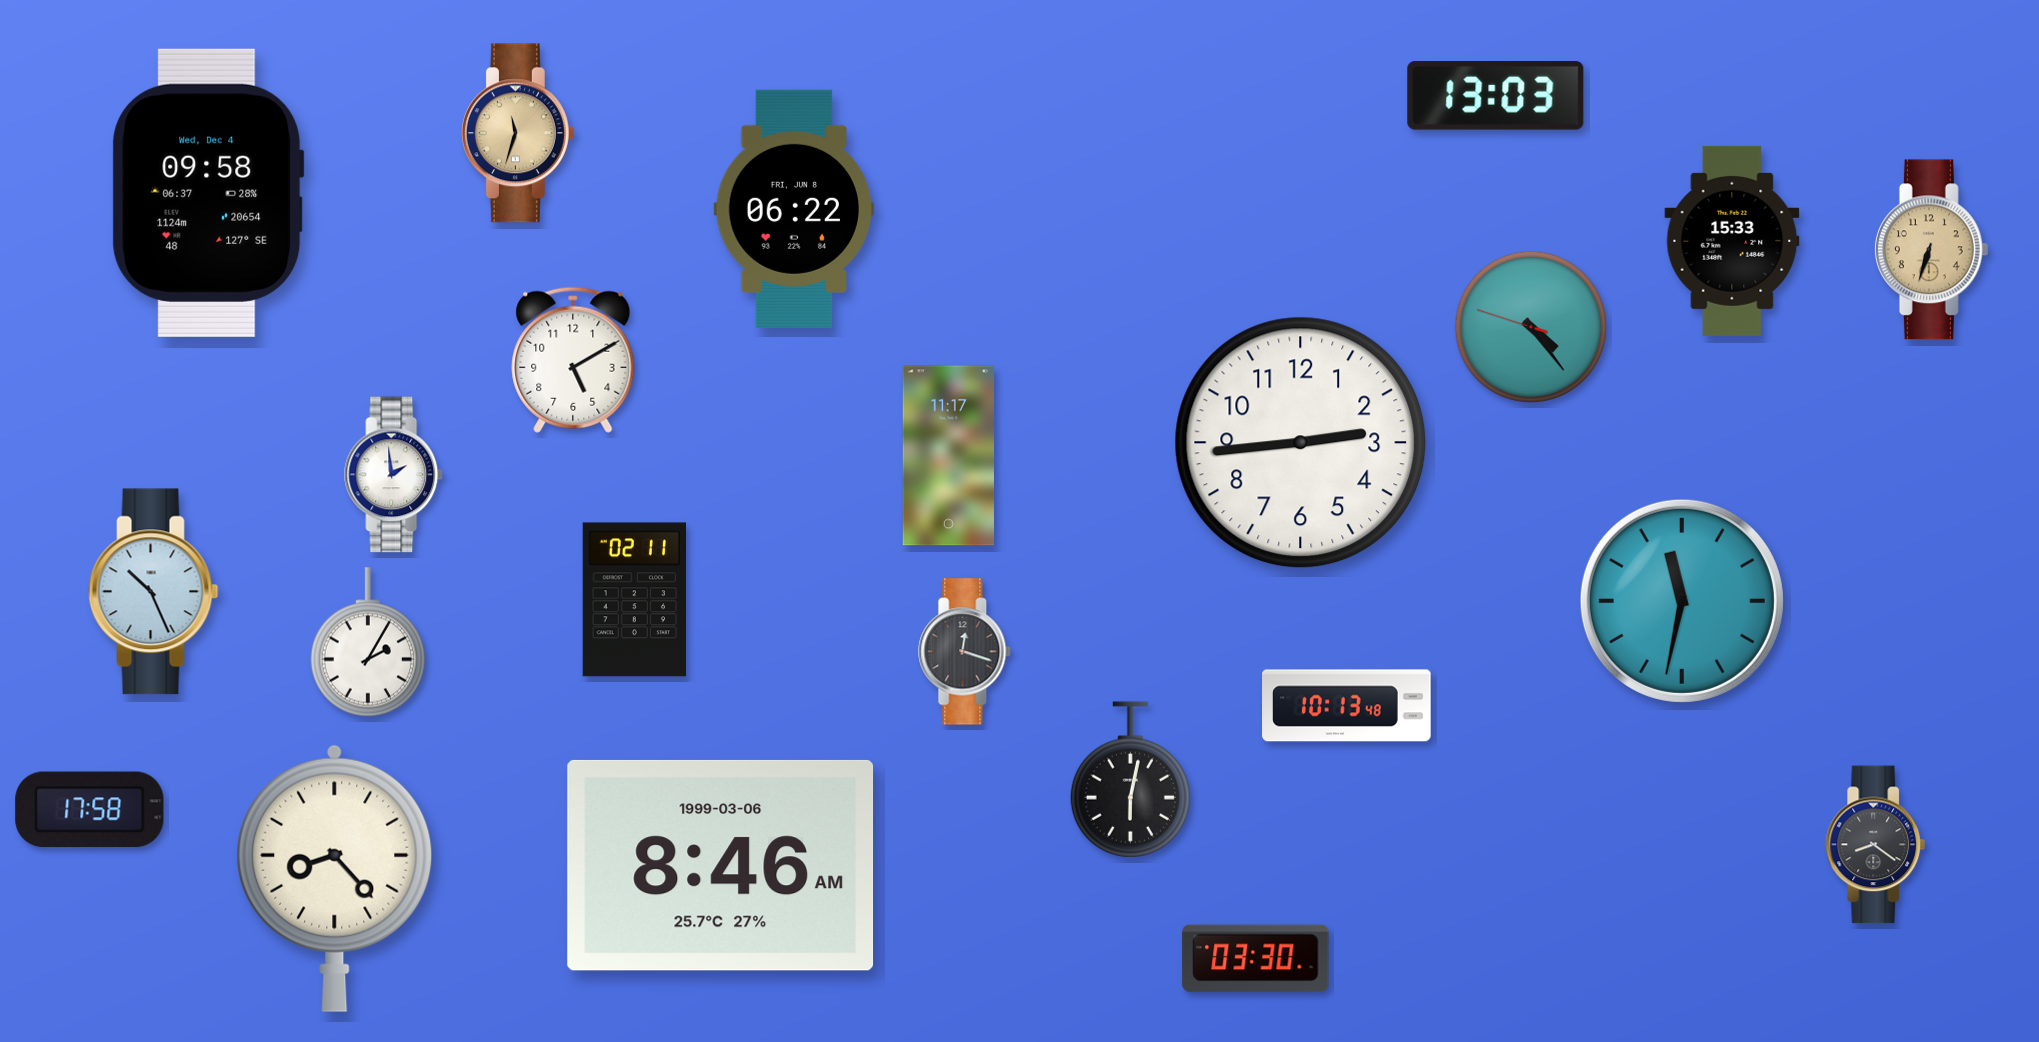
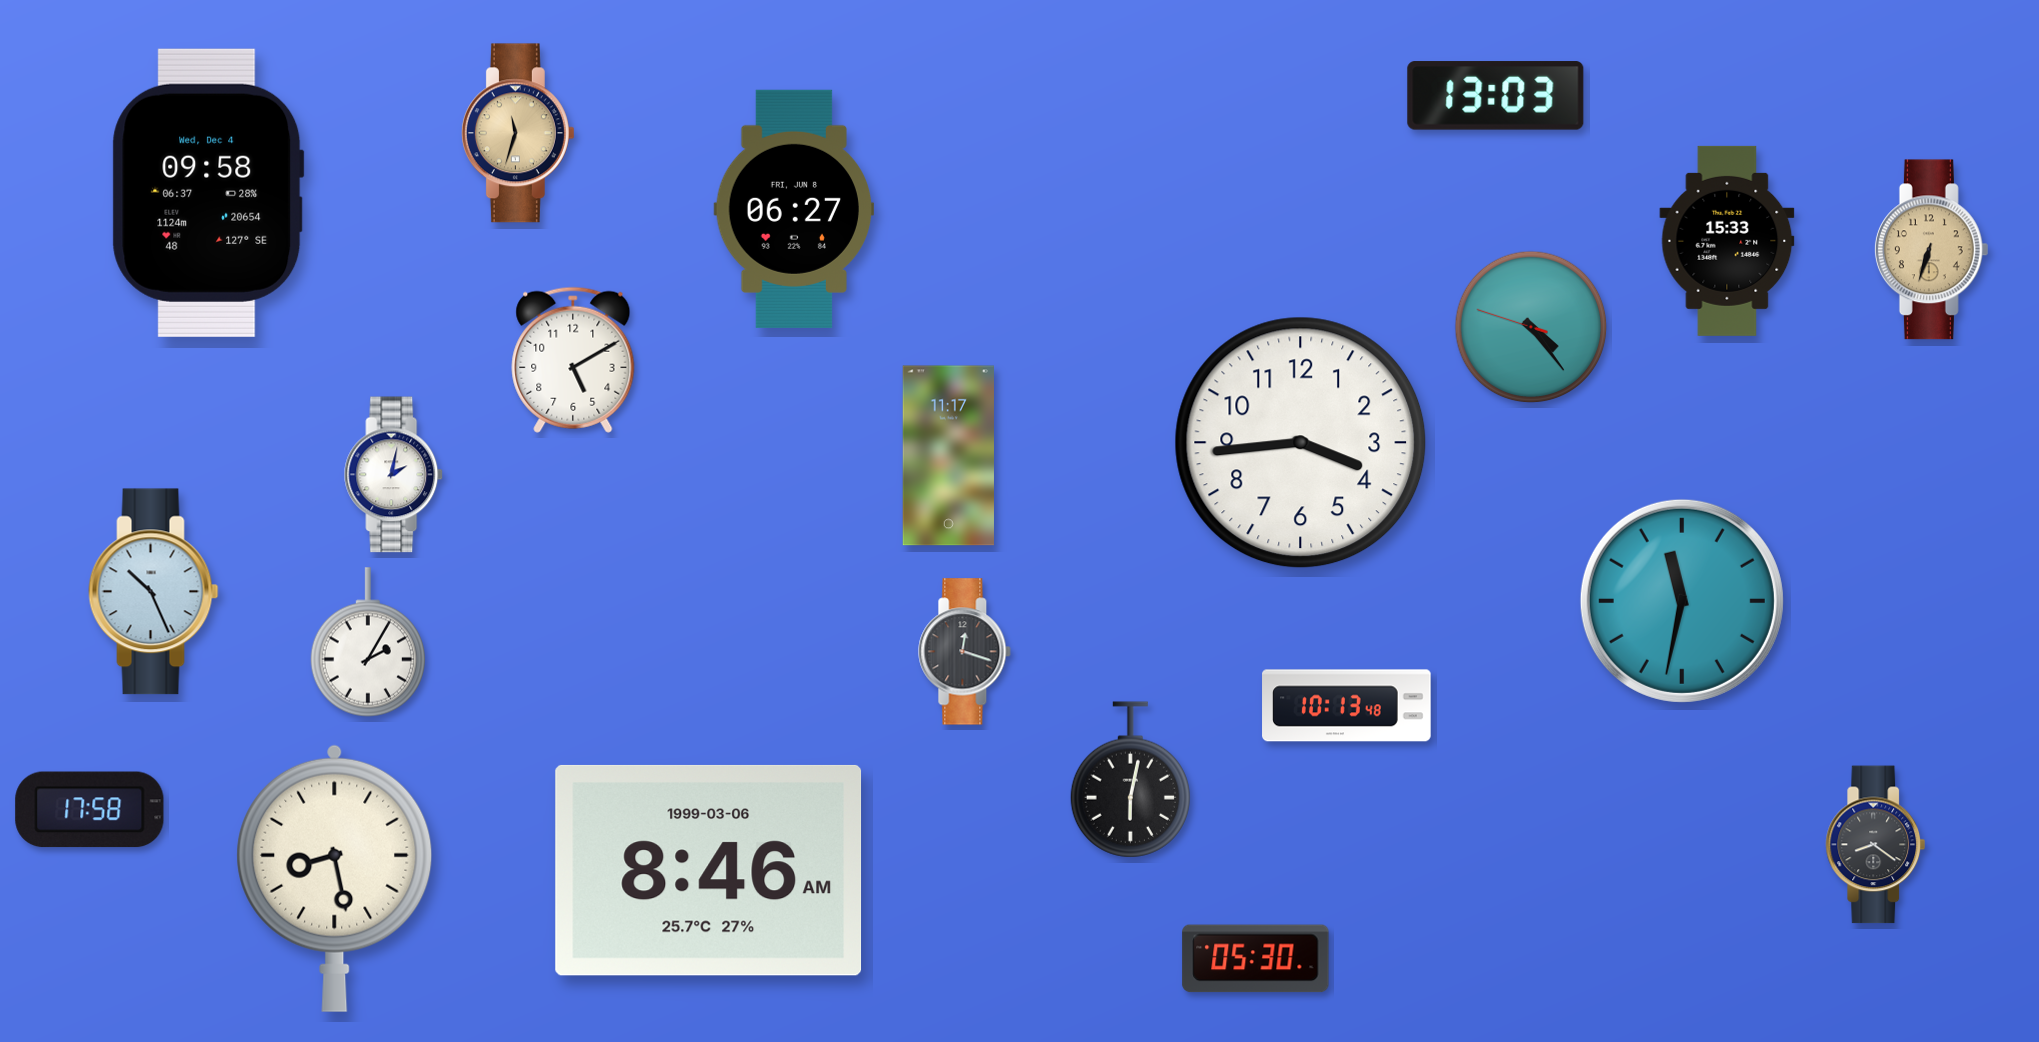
clock at (794, 209): 06:22 -> 06:27
clock at (1732, 241) position: (1732, 241) -> (1727, 241)
clock at (1301, 443): 2:44 -> 3:44
clock at (394, 475): 1:59 -> 2:02
clock at (634, 600): 02:11 -> none
clock at (721, 865) position: (721, 865) -> (709, 870)
clock at (335, 878): 8:23 -> 8:28
clock at (1256, 959): 03:30 -> 05:30
